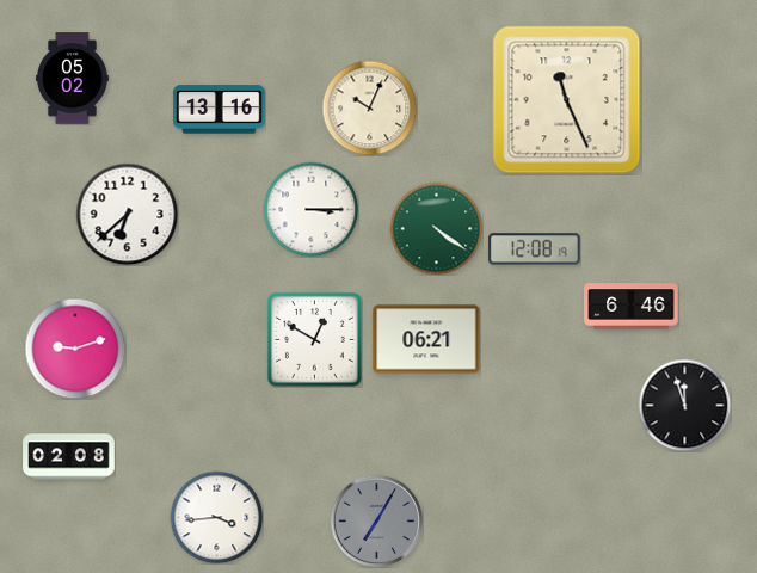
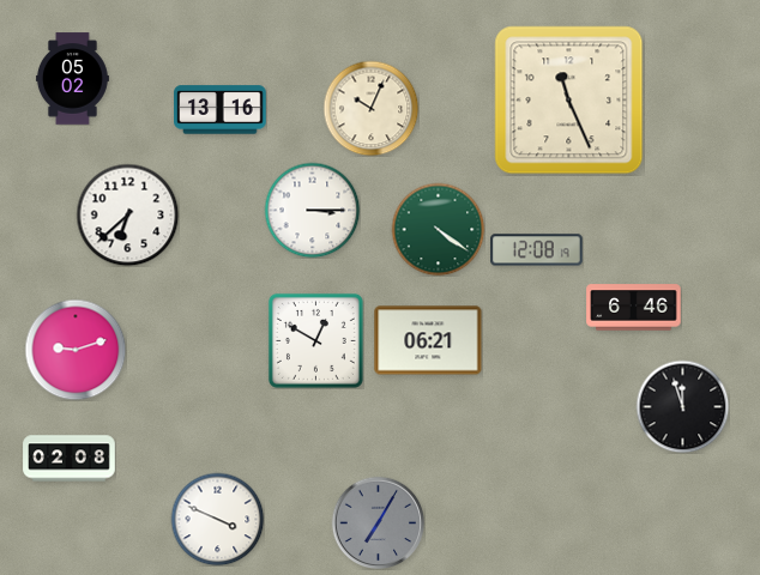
clock at (684, 405) position: (684, 405) -> (682, 406)
clock at (216, 517): 3:44 -> 3:49
